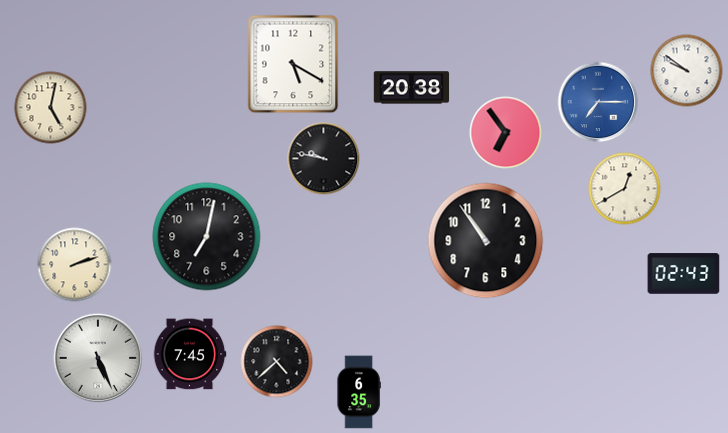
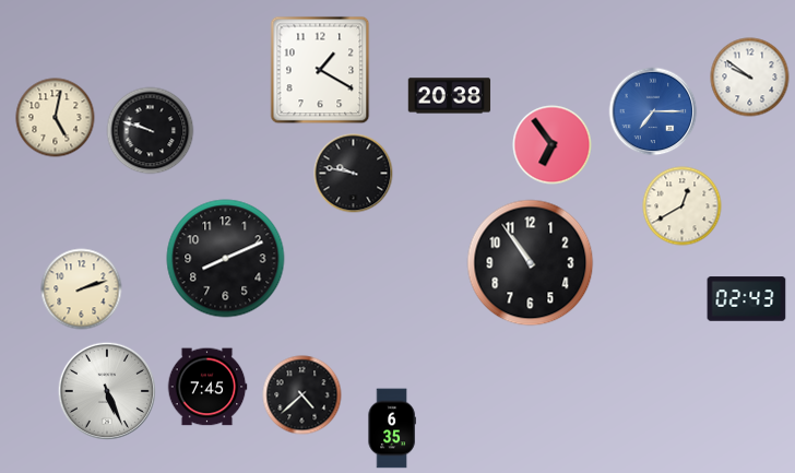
clock at (293, 64): 5:20 -> 1:20
clock at (151, 131): none -> 9:48
clock at (207, 237): 7:02 -> 8:11
